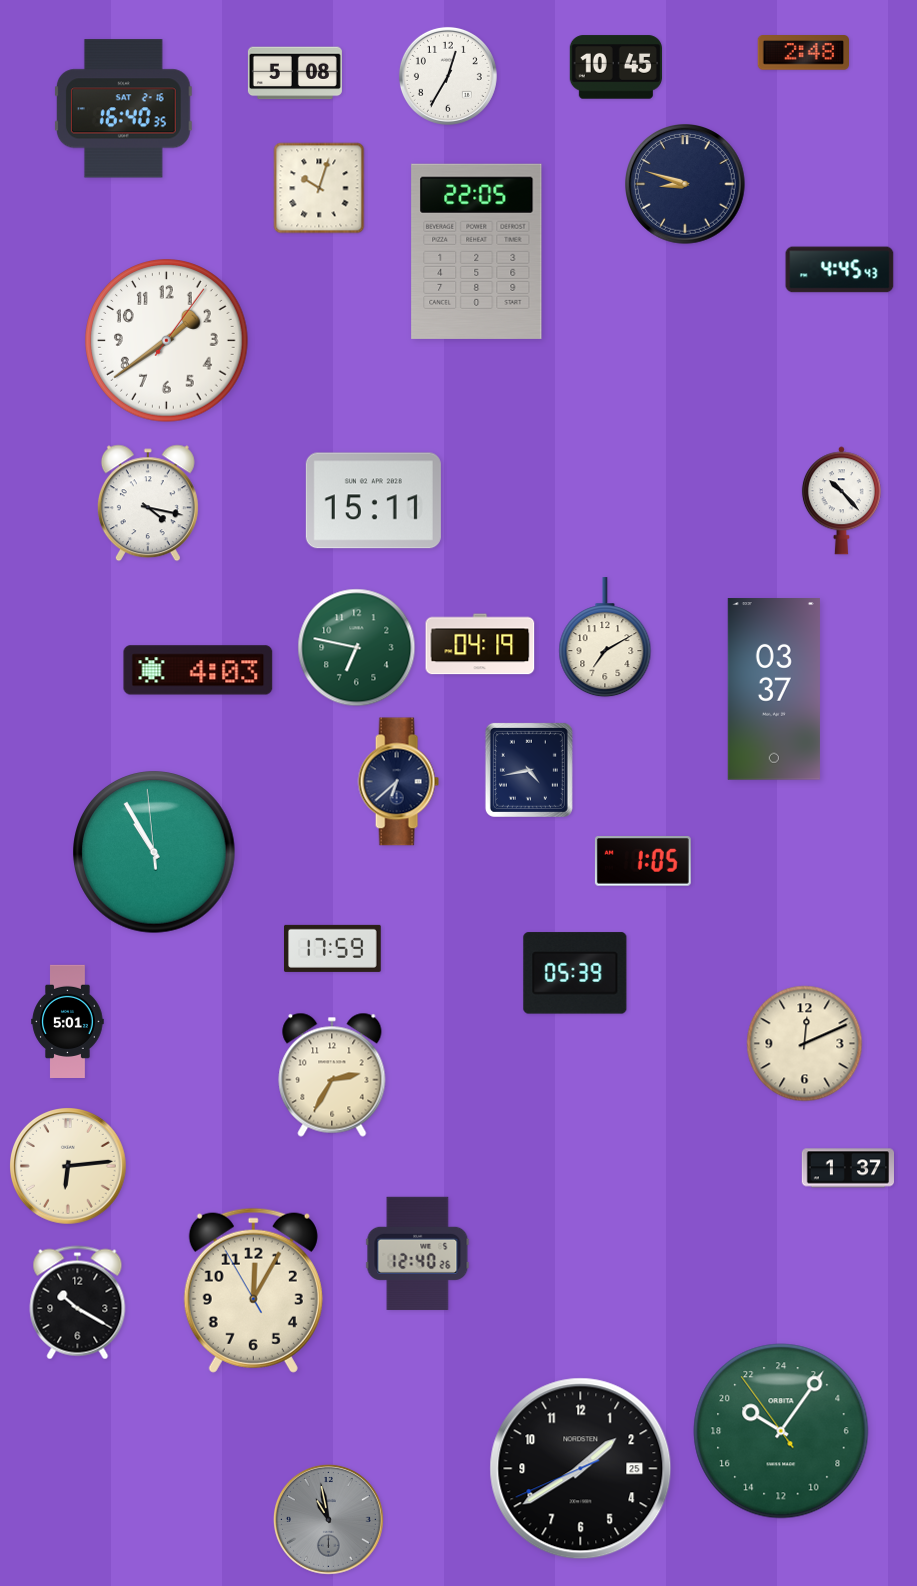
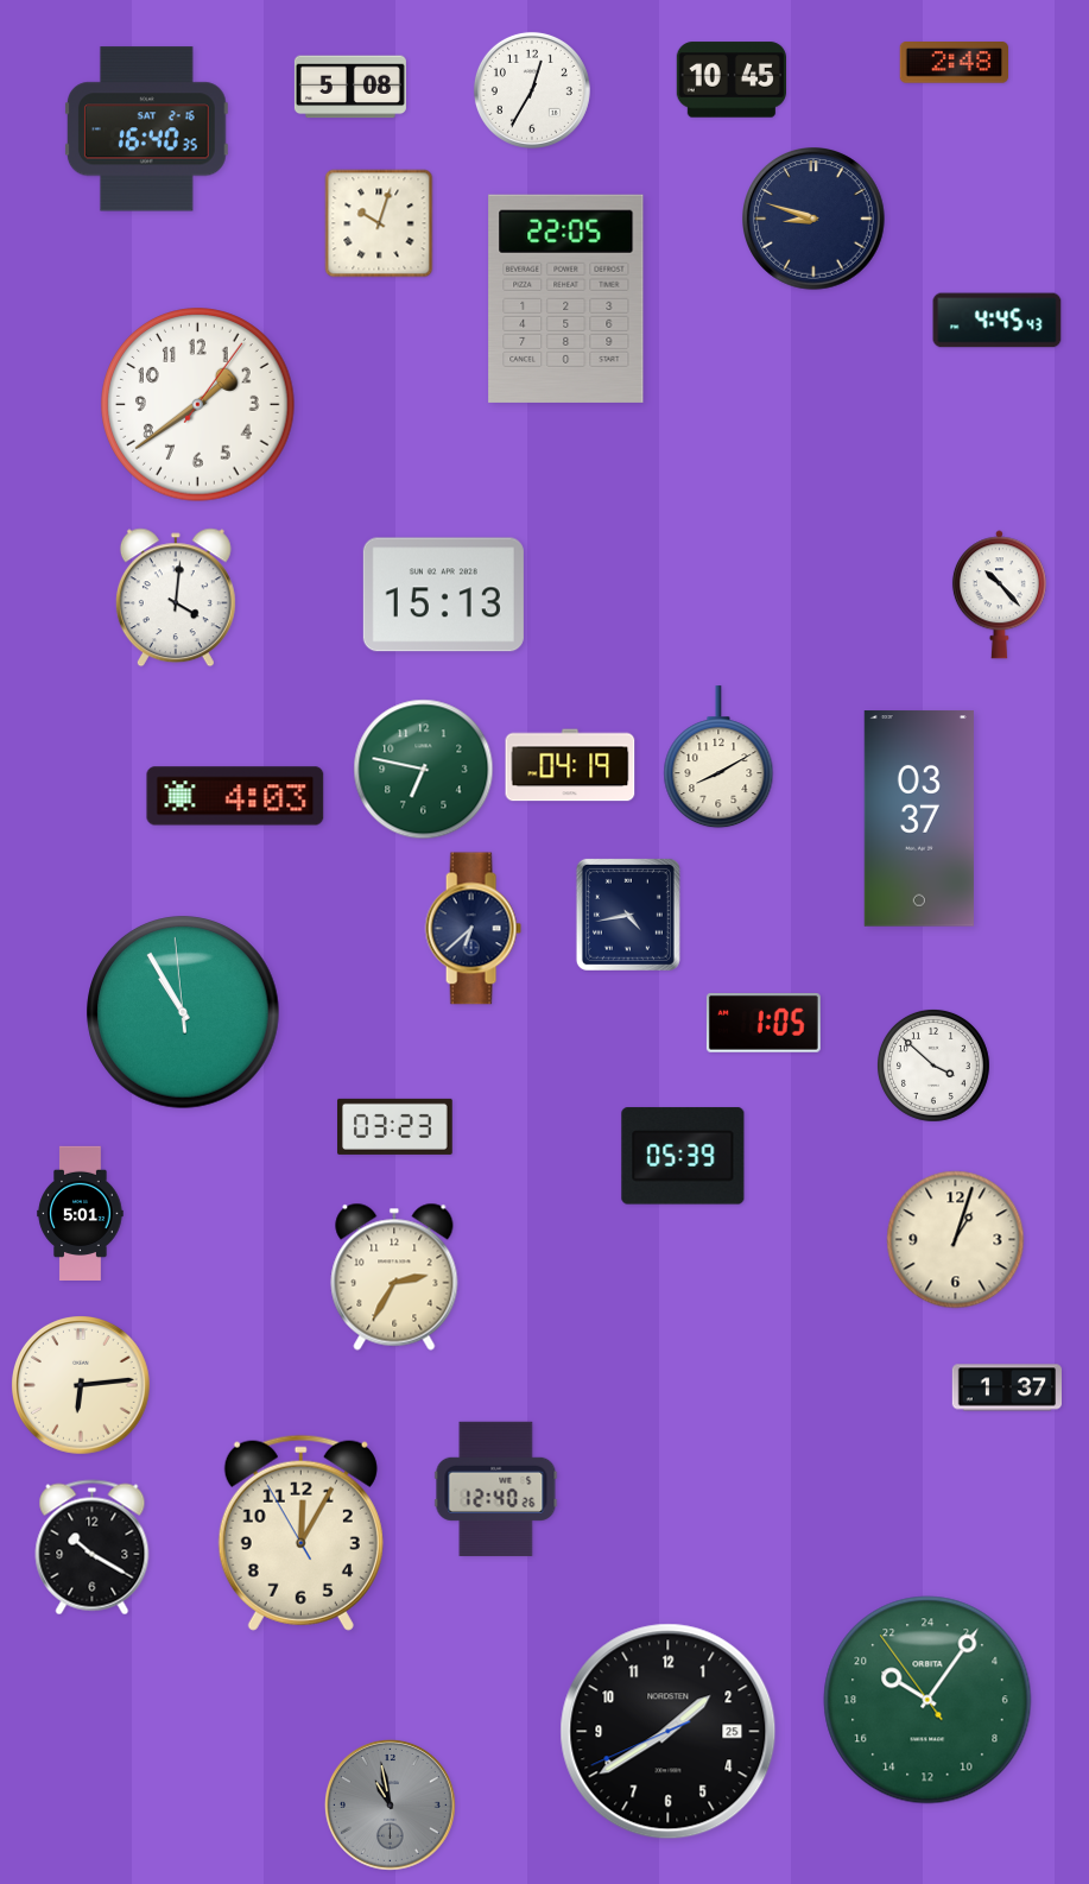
clock at (373, 501): 15:11 -> 15:13
clock at (148, 503): 4:17 -> 4:01
clock at (605, 638): 7:10 -> 8:10
clock at (933, 1066): none -> 3:52
clock at (333, 948): 17:59 -> 03:23
clock at (805, 1044): 12:11 -> 1:03
clock at (581, 1469) position: (581, 1469) -> (669, 1732)
